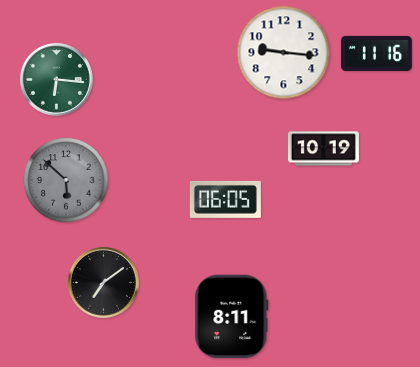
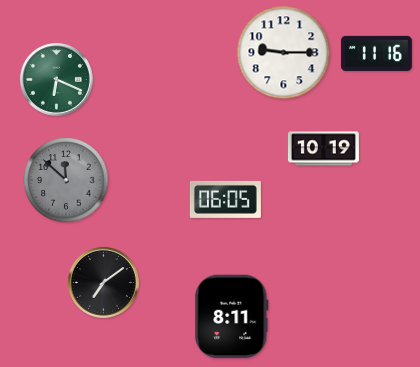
clock at (284, 53): 9:16 -> 9:15
clock at (56, 79): 6:16 -> 6:19
clock at (66, 180): 5:52 -> 11:52
